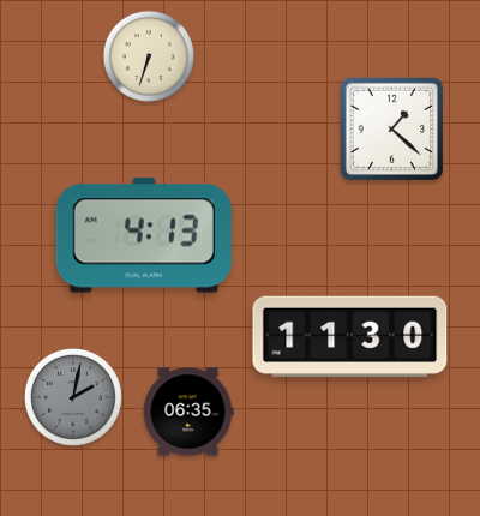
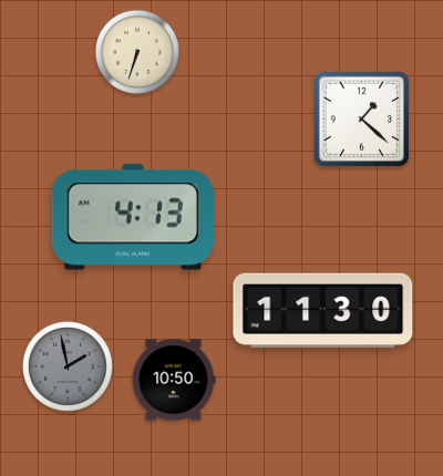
clock at (73, 397): 2:02 -> 1:58
clock at (188, 412): 06:35 -> 10:50
